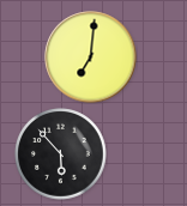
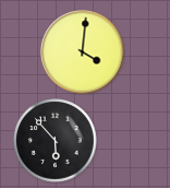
clock at (91, 57): 7:01 -> 4:01
